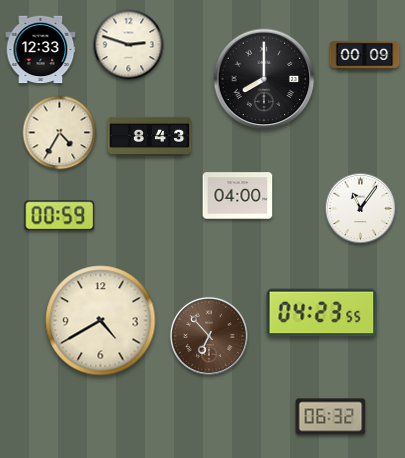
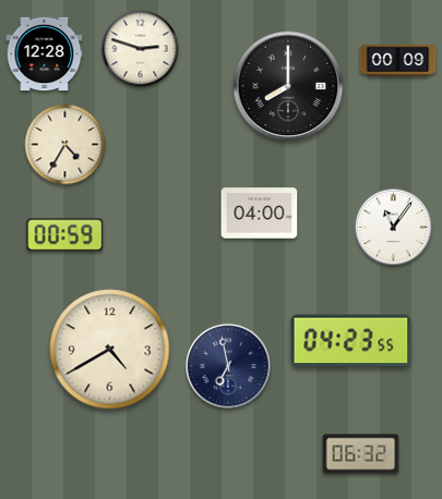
clock at (41, 50): 12:33 -> 12:28
clock at (150, 136): 8:43 -> none
clock at (209, 336): 6:53 -> 6:58
clock at (209, 336) dial: brown -> navy
